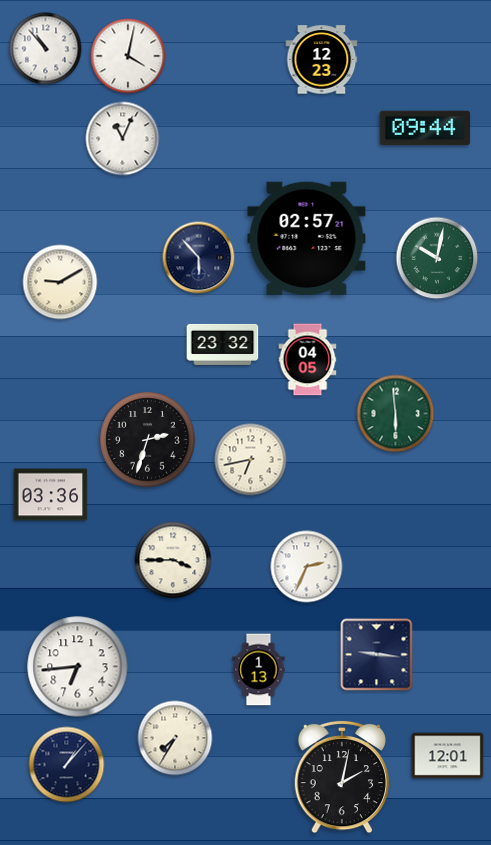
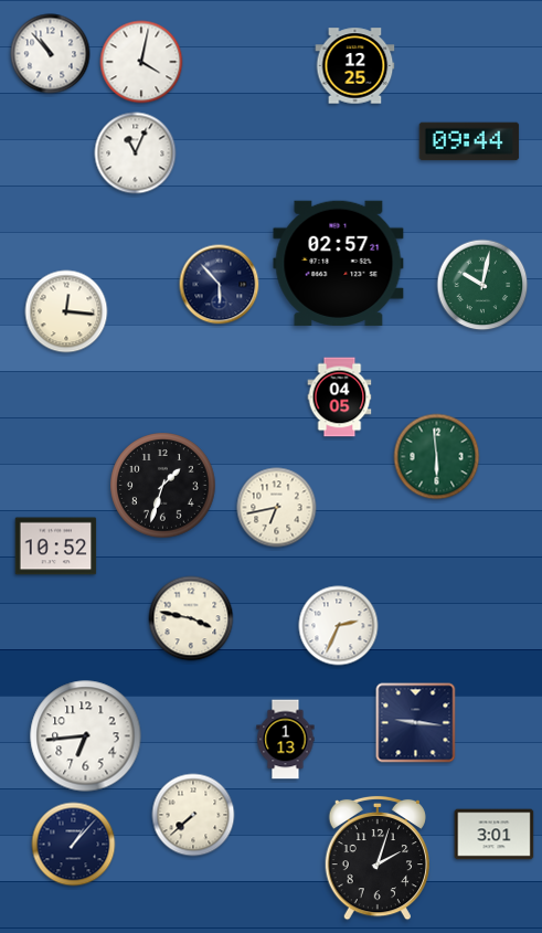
clock at (322, 60): 12:23 -> 12:25
clock at (60, 282): 9:10 -> 12:16
clock at (223, 344): 23:32 -> none
clock at (148, 440): 2:33 -> 1:33
clock at (51, 495): 03:36 -> 10:52
clock at (173, 560): 3:45 -> 3:47
clock at (175, 738): 7:35 -> 7:38
clock at (448, 756): 12:01 -> 3:01
clock at (341, 777): 2:02 -> 2:03
